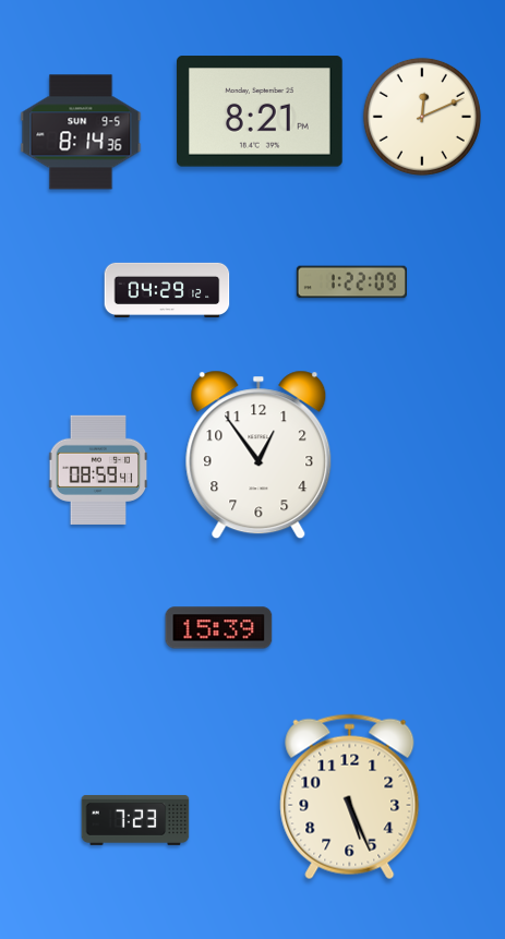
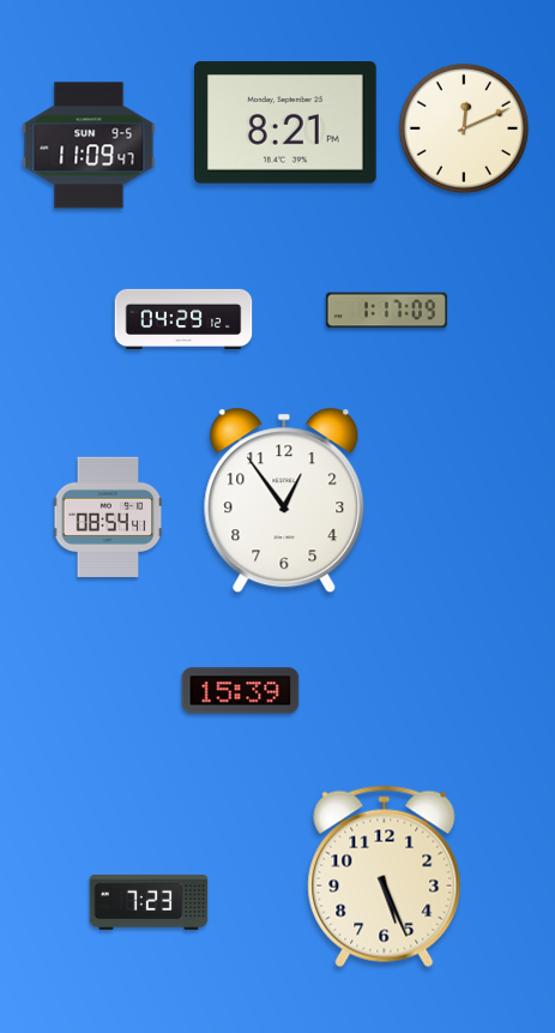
clock at (81, 132): 8:14 -> 11:09
clock at (351, 282): 1:22 -> 1:17
clock at (98, 469): 08:59 -> 08:54
